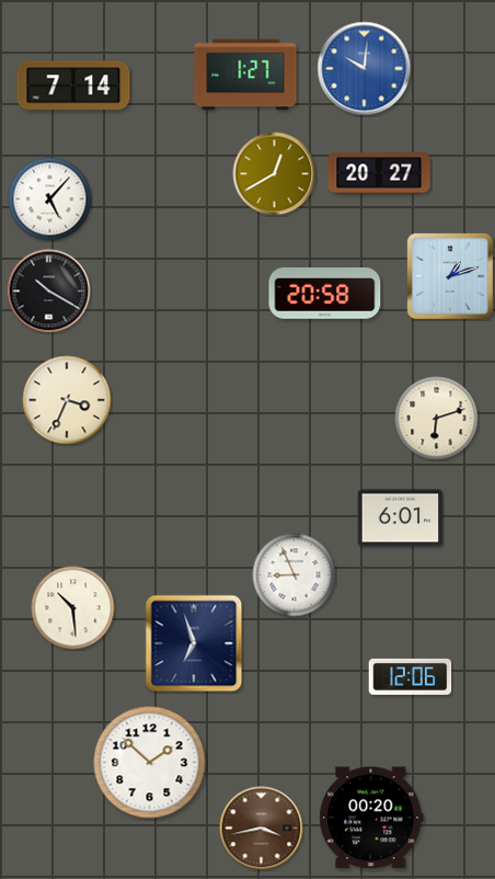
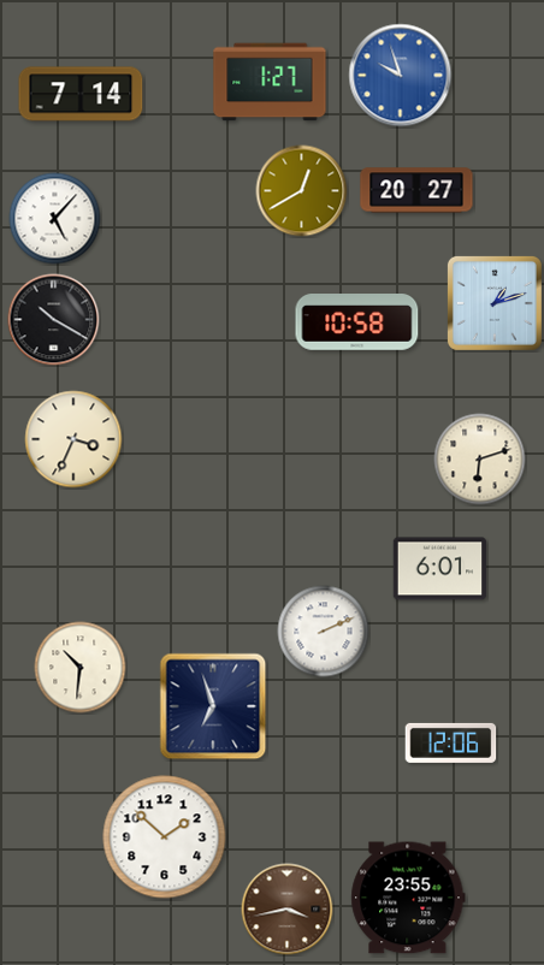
clock at (365, 69): 10:01 -> 9:57
clock at (325, 294): 20:58 -> 10:58
clock at (295, 575): 8:56 -> 2:11
clock at (73, 608): 10:29 -> 10:31
clock at (371, 818): 00:20 -> 23:55
